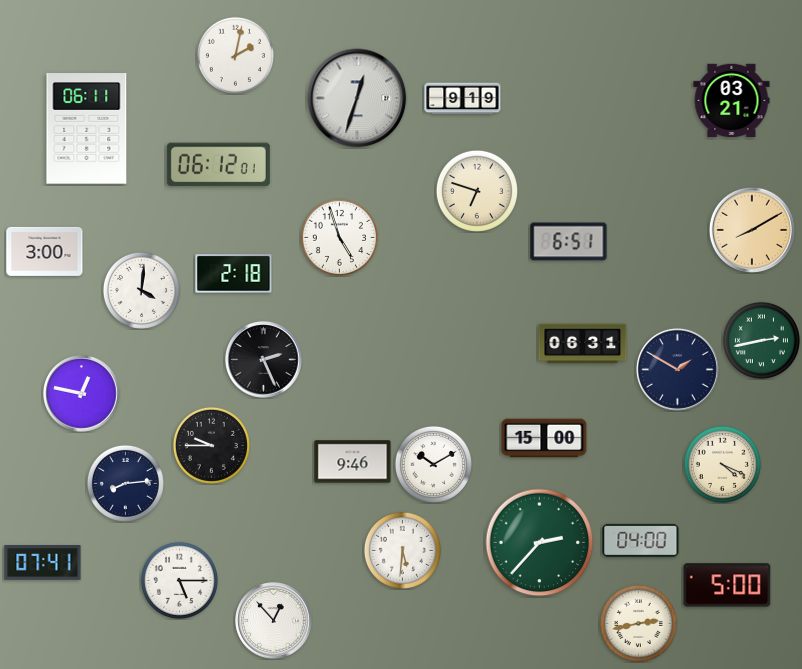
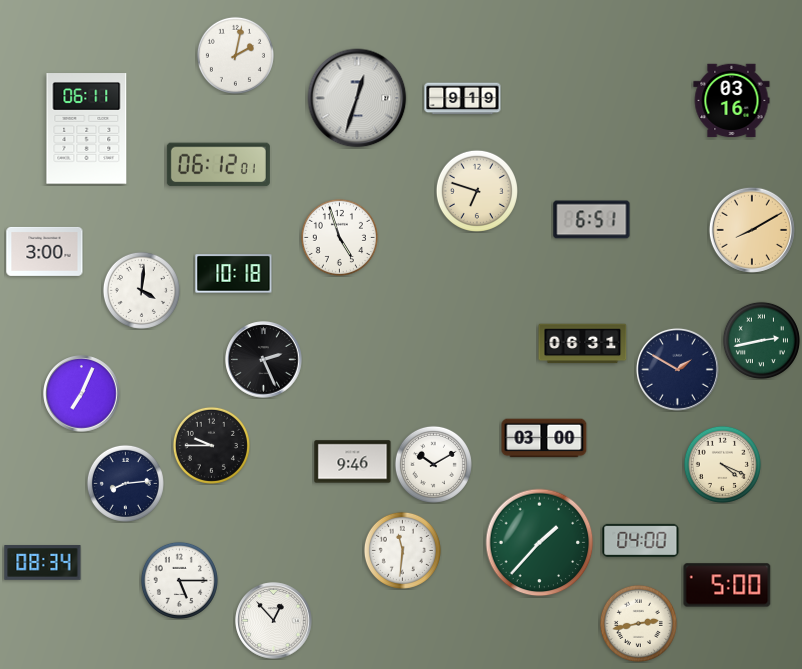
clock at (732, 101): 03:21 -> 03:16
clock at (569, 242) position: (569, 242) -> (592, 220)
clock at (234, 274): 2:18 -> 10:18
clock at (82, 394): 12:47 -> 7:04
clock at (544, 438): 15:00 -> 03:00
clock at (540, 543): 2:37 -> 1:37
clock at (402, 550): 5:31 -> 11:31
clock at (43, 563): 07:41 -> 08:34
